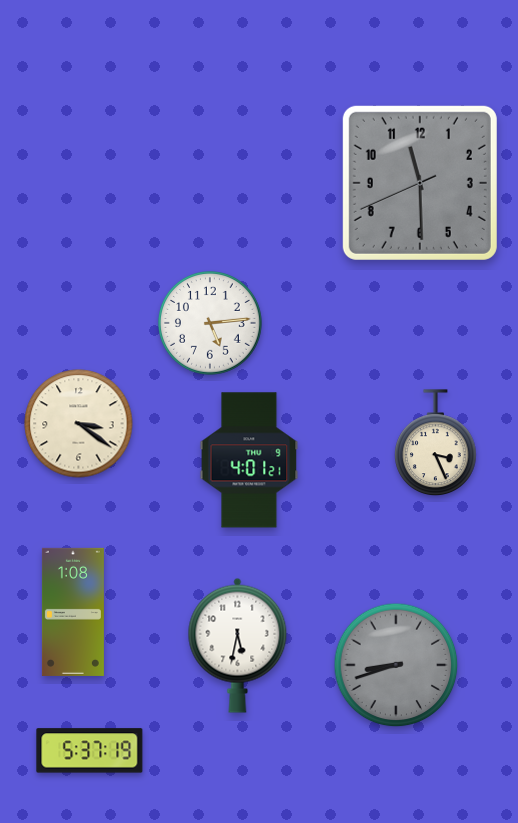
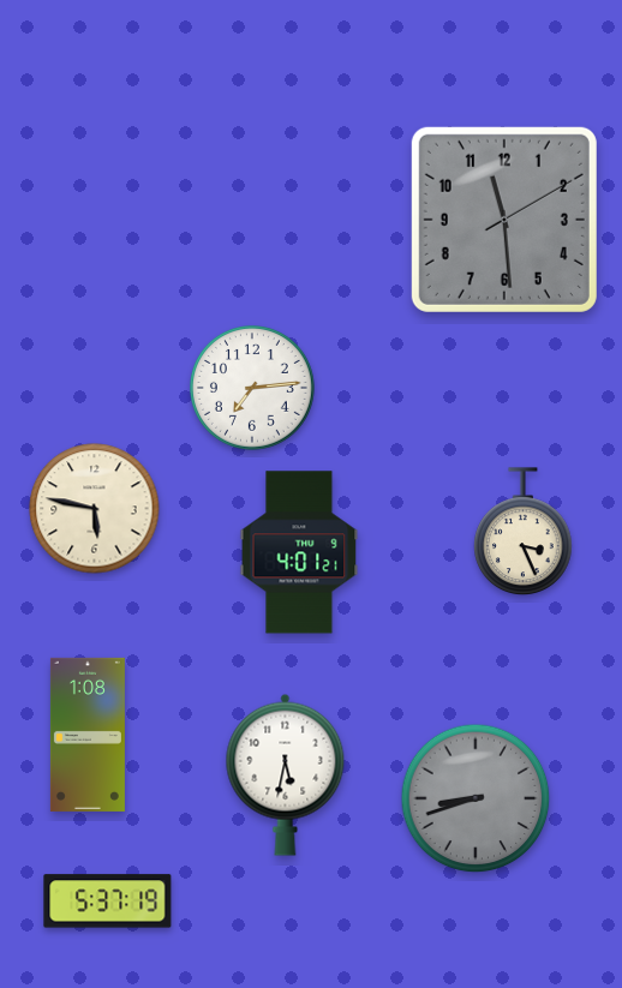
clock at (420, 183): 11:29:41 -> 11:29:10
clock at (211, 324): 5:14 -> 7:14
clock at (79, 424): 3:21 -> 5:47
